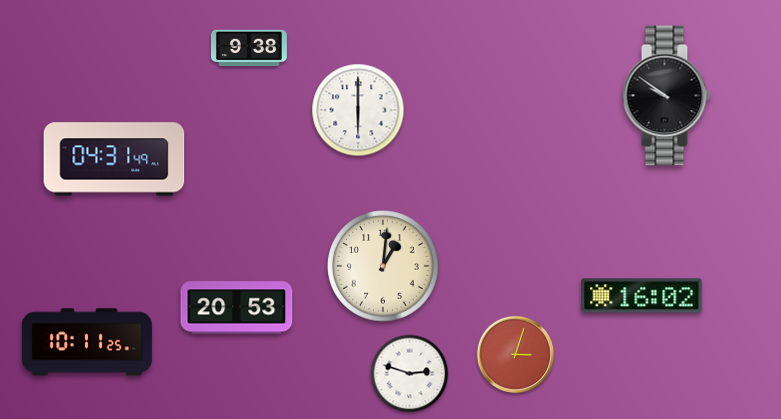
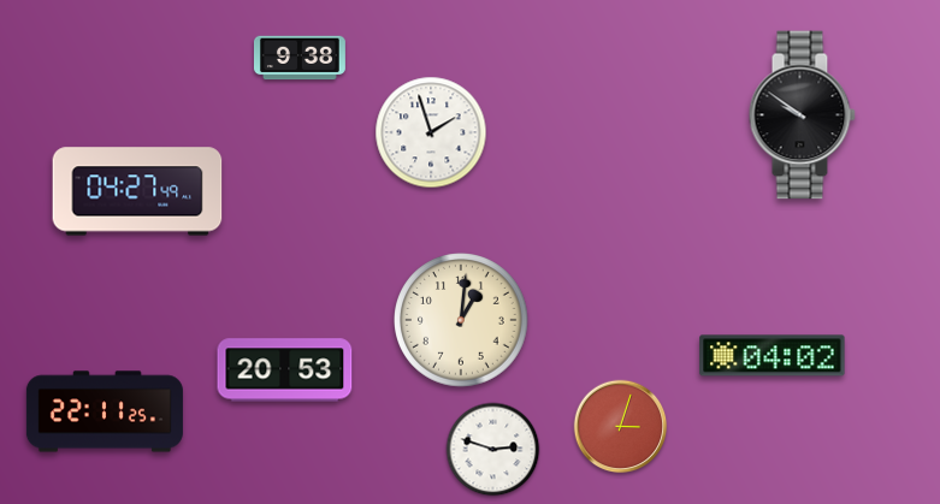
clock at (358, 110): 6:00 -> 1:57
clock at (114, 159): 04:31 -> 04:27
clock at (642, 296): 16:02 -> 04:02
clock at (87, 342): 10:11 -> 22:11
